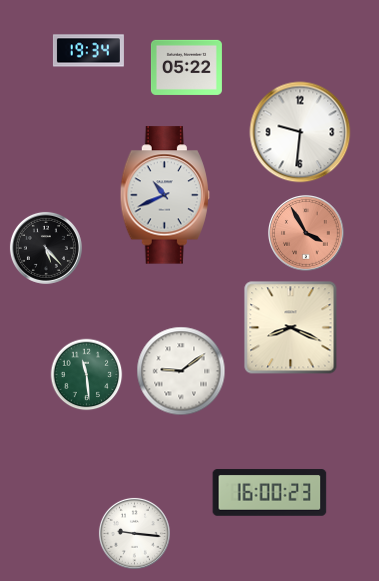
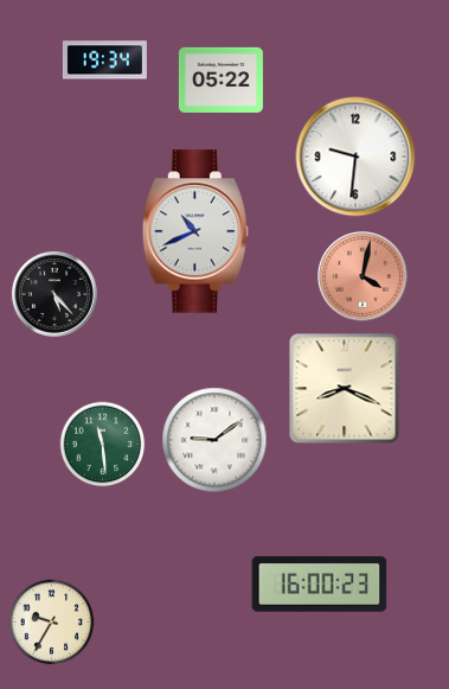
clock at (306, 233): 3:55 -> 4:02
clock at (52, 623): none -> 9:35
clock at (134, 533): 9:16 -> none
